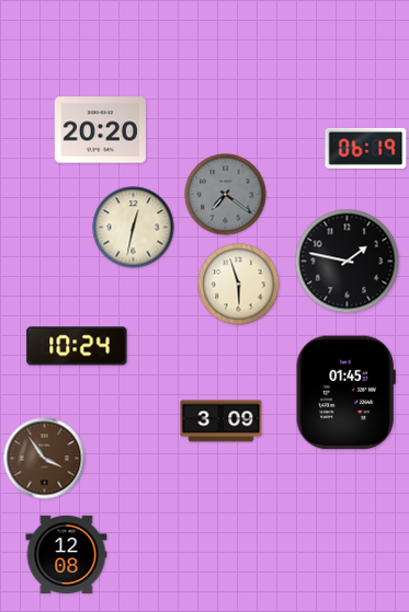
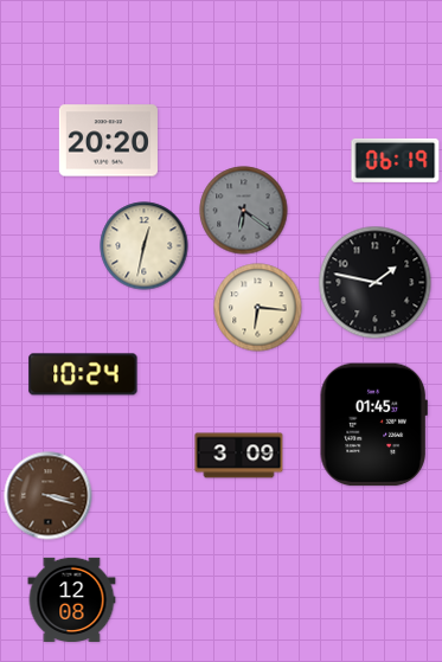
clock at (226, 195): 7:21 -> 6:21
clock at (239, 285): 5:57 -> 6:16
clock at (45, 459): 3:54 -> 3:18
